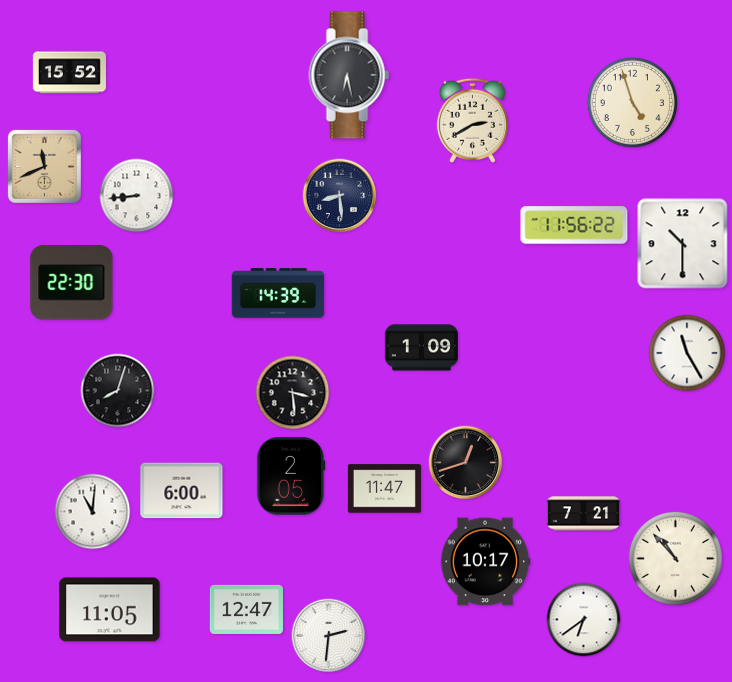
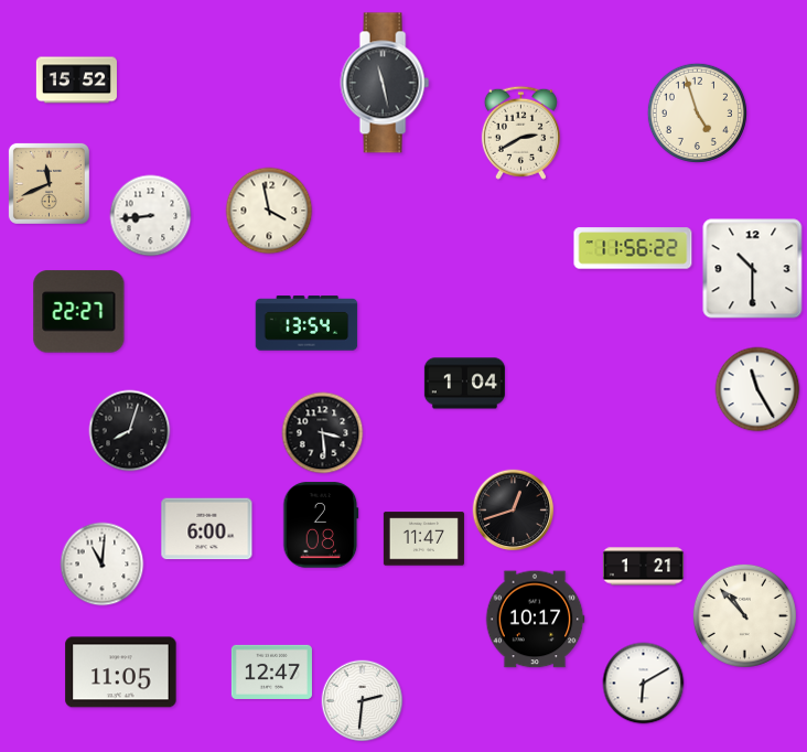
clock at (349, 75): 6:28 -> 11:28
clock at (269, 211): none -> 3:58
clock at (340, 196): 8:29 -> none
clock at (72, 283): 22:30 -> 22:27
clock at (278, 293): 14:39 -> 13:54
clock at (421, 348): 1:09 -> 1:04
clock at (291, 476): 2:05 -> 2:08
clock at (182, 491) position: (182, 491) -> (207, 529)
clock at (583, 514): 7:21 -> 1:21
clock at (584, 620): 6:39 -> 6:10
